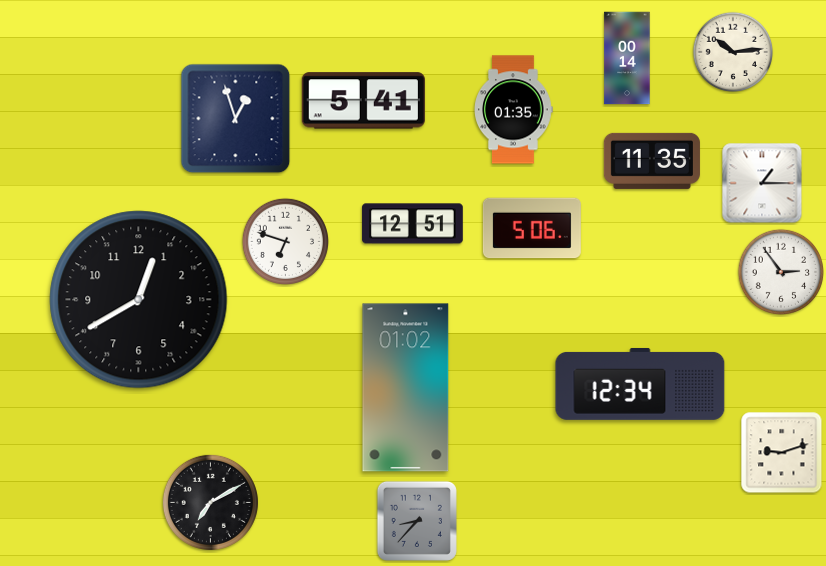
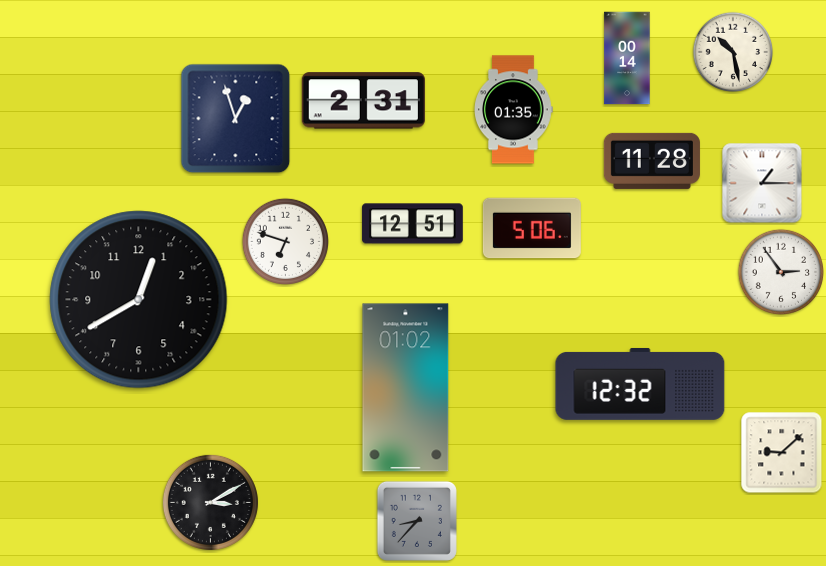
clock at (733, 52): 10:14 -> 10:28
clock at (363, 101): 5:41 -> 2:31
clock at (652, 161): 11:35 -> 11:28
clock at (640, 384): 12:34 -> 12:32
clock at (782, 453): 9:12 -> 9:08
clock at (210, 502): 7:10 -> 3:10
